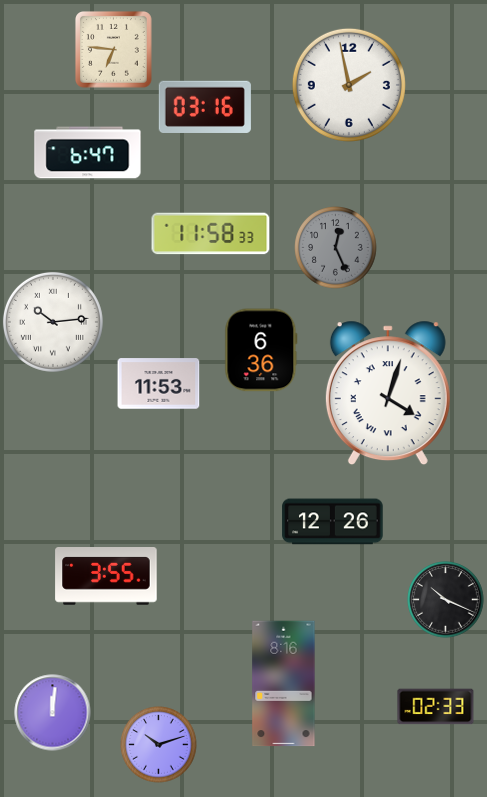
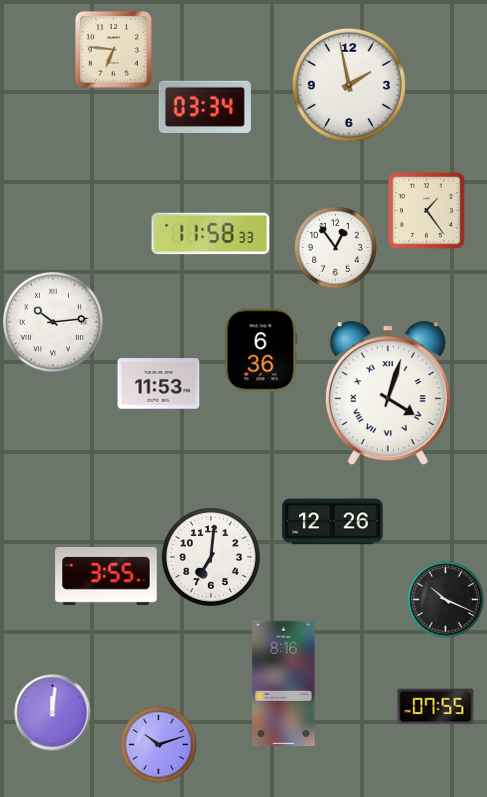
clock at (205, 107): 03:16 -> 03:34
clock at (88, 153): 6:47 -> none
clock at (427, 211): none -> 1:24
clock at (336, 248): 12:26 -> 12:54
clock at (336, 248) dial: grey -> white
clock at (211, 557): none -> 7:01
clock at (436, 707): 02:33 -> 07:55
